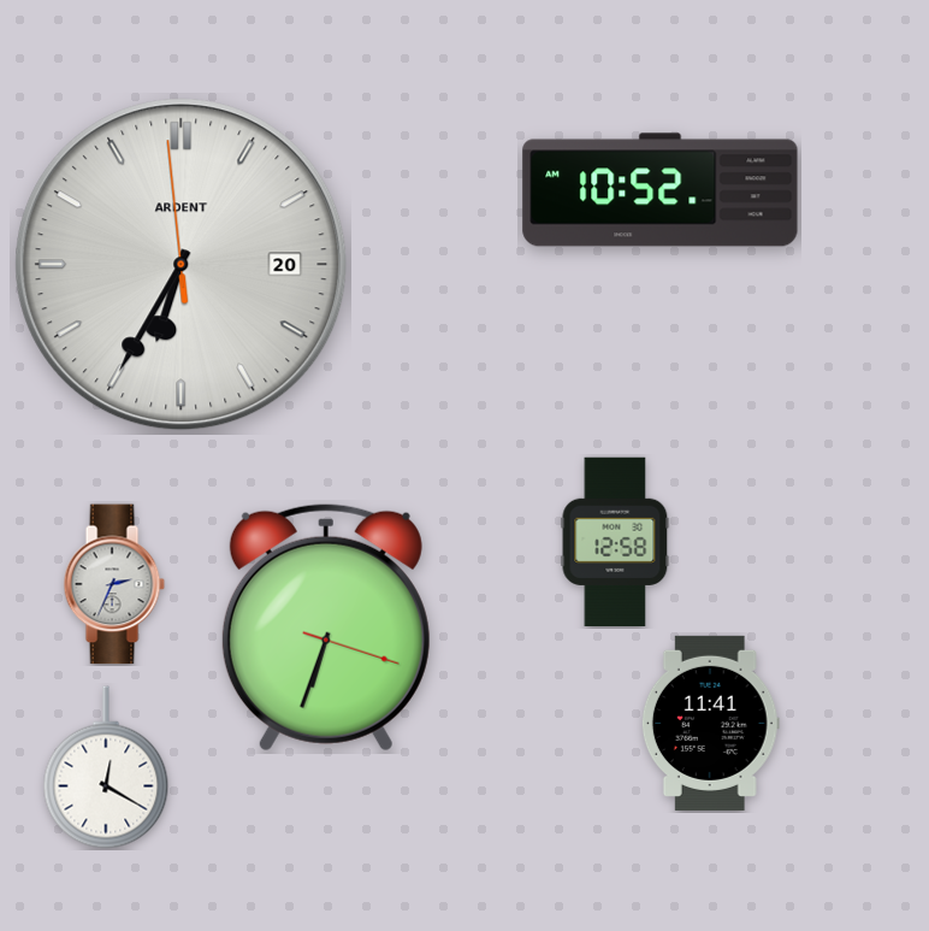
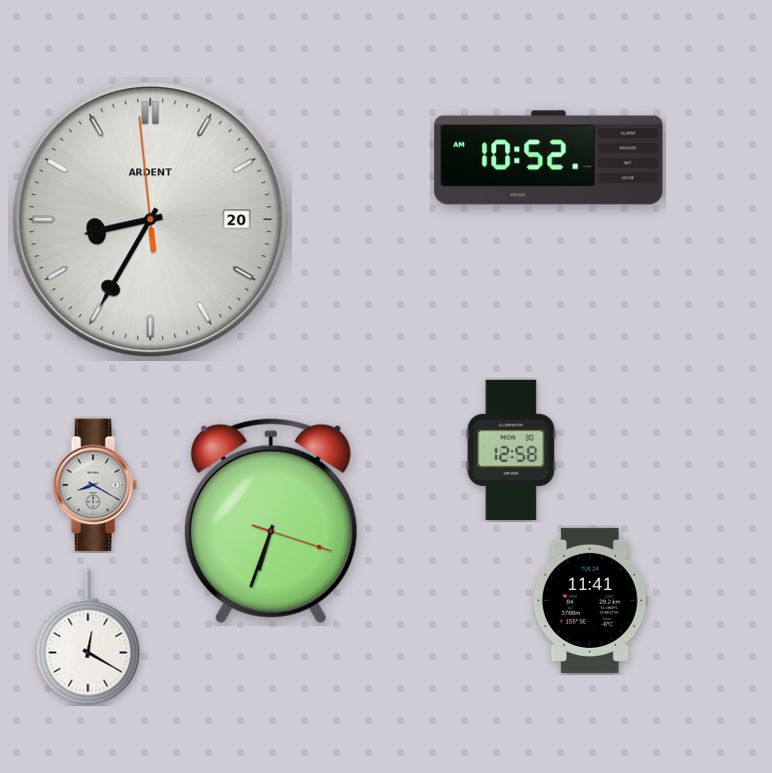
clock at (182, 265): 6:34 -> 8:34
clock at (114, 584): 2:34 -> 8:20
